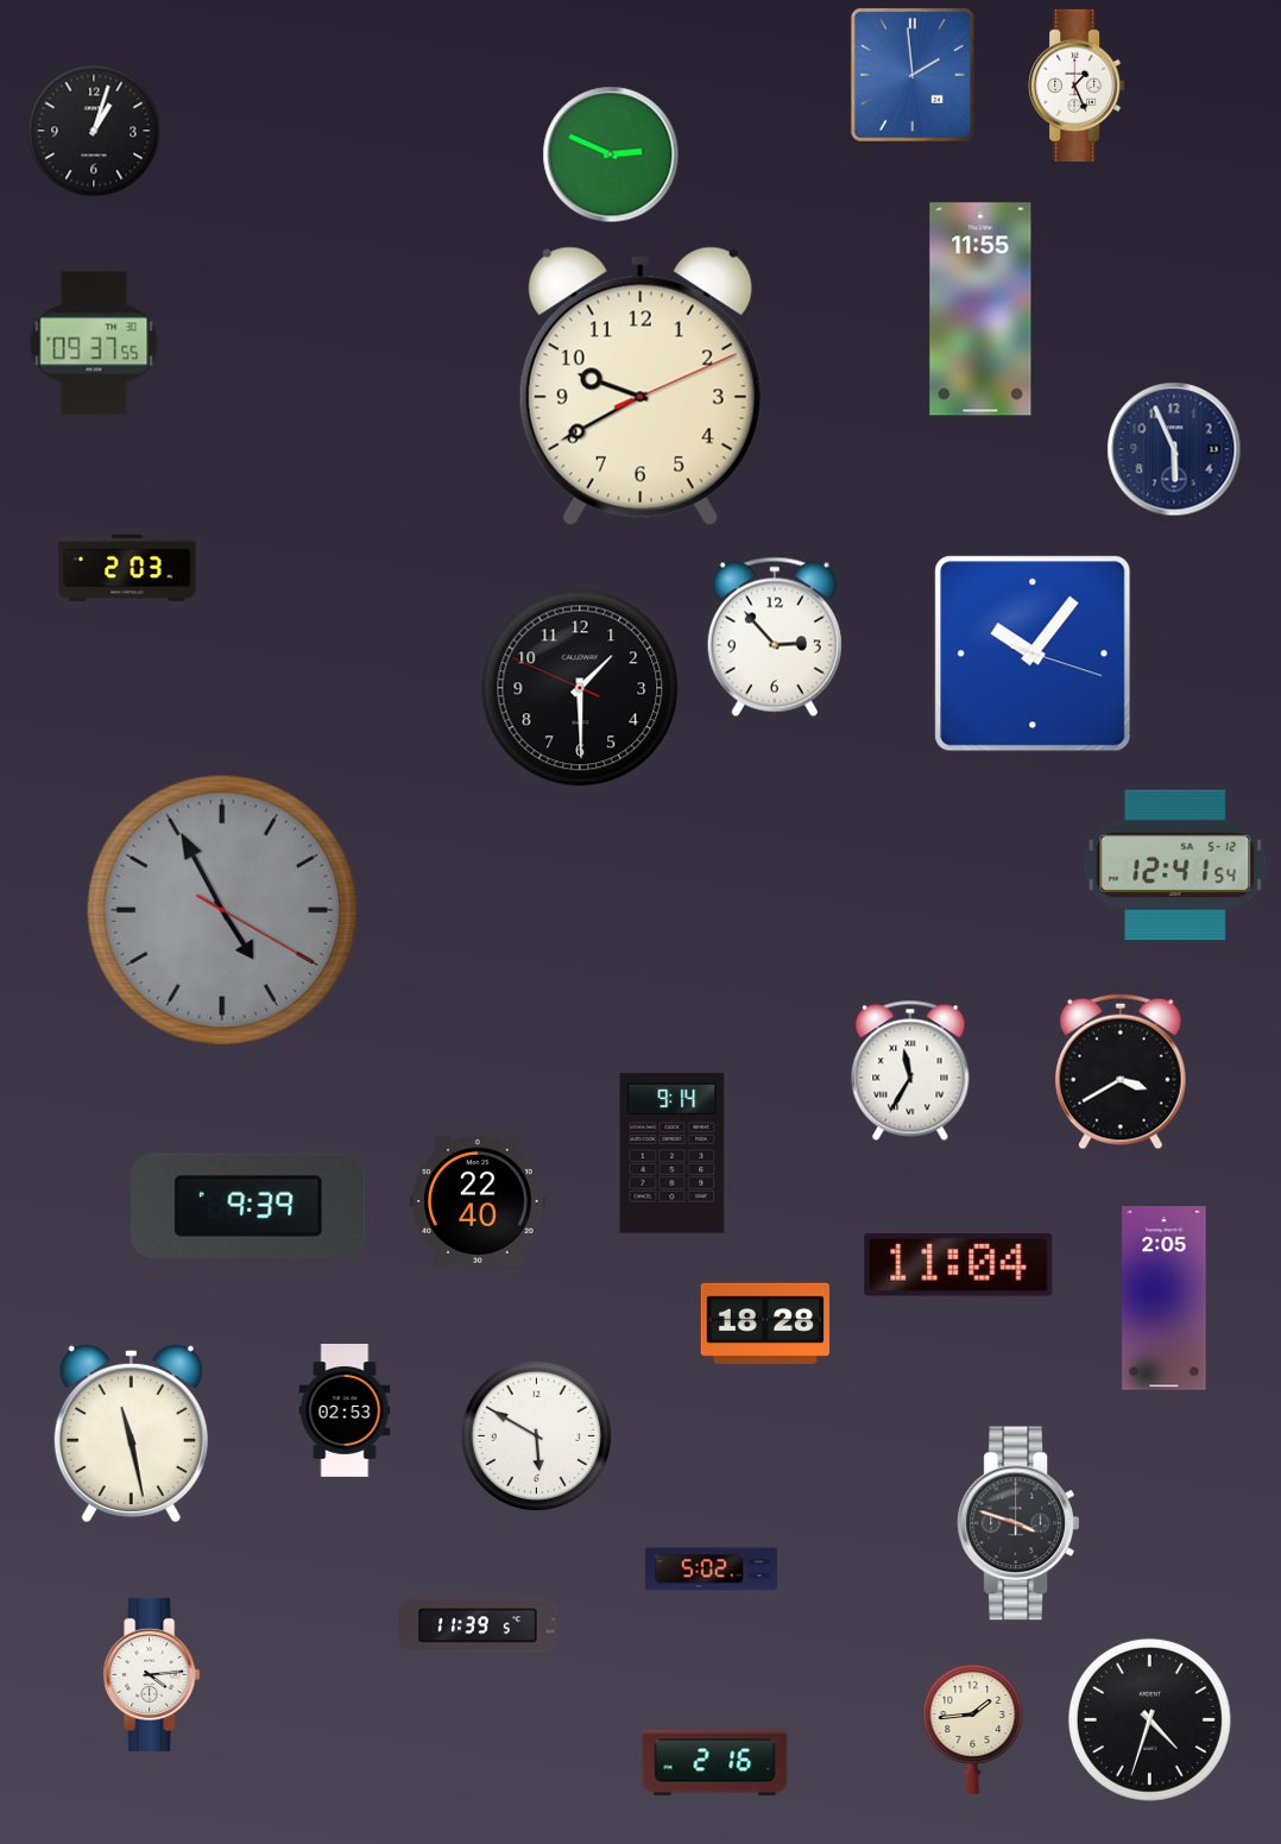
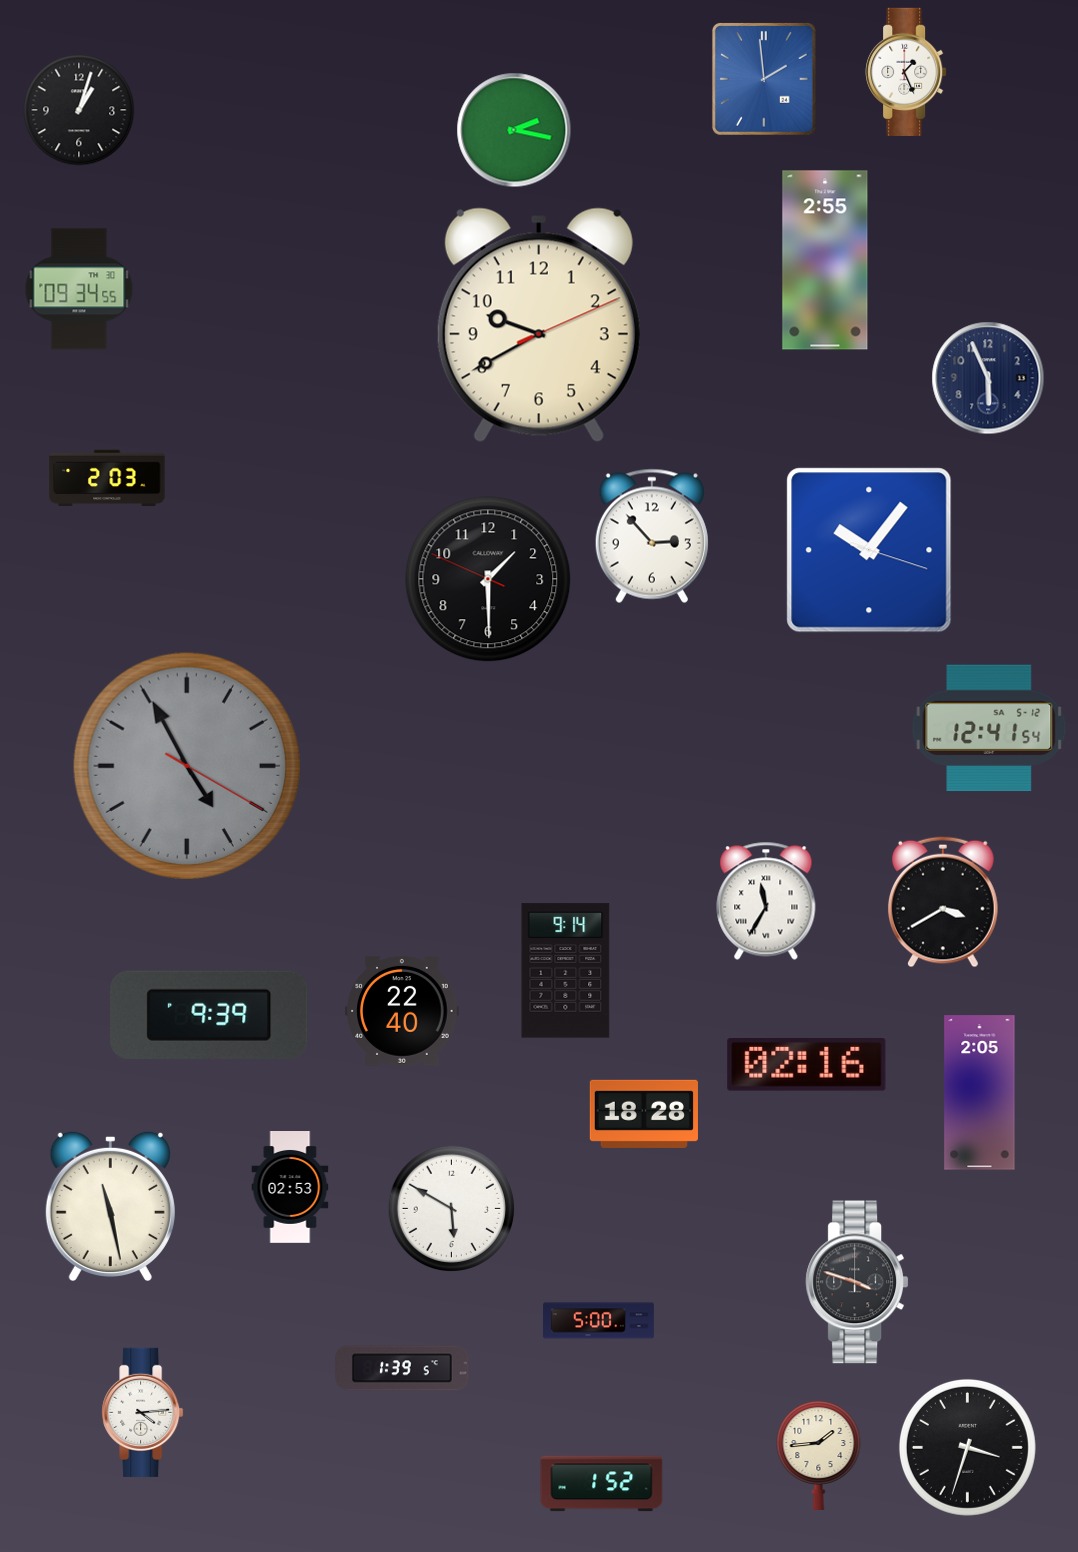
clock at (913, 75) position: (913, 75) -> (764, 79)
clock at (611, 154): 2:49 -> 2:17
clock at (980, 309): 11:55 -> 2:55
clock at (94, 343): 09:37 -> 09:34
clock at (959, 1265): 11:04 -> 02:16
clock at (711, 1570): 5:02 -> 5:00
clock at (478, 1625): 11:39 -> 1:39
clock at (152, 1674) position: (152, 1674) -> (143, 1412)
clock at (1149, 1719): 4:33 -> 3:33
clock at (715, 1763): 2:16 -> 1:52
